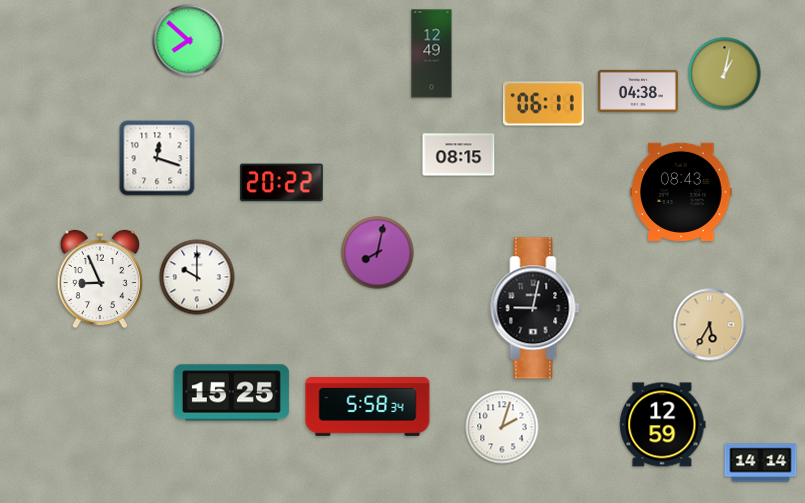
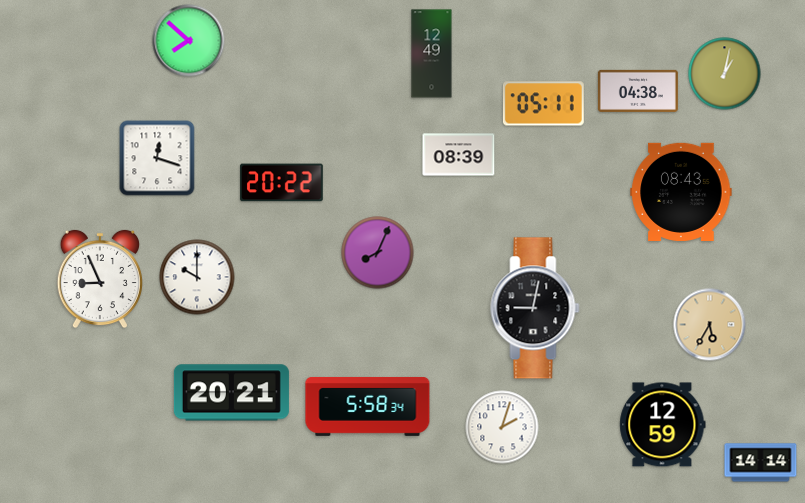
clock at (543, 104): 06:11 -> 05:11
clock at (459, 155): 08:15 -> 08:39
clock at (378, 253): 8:02 -> 8:04
clock at (231, 393): 15:25 -> 20:21
